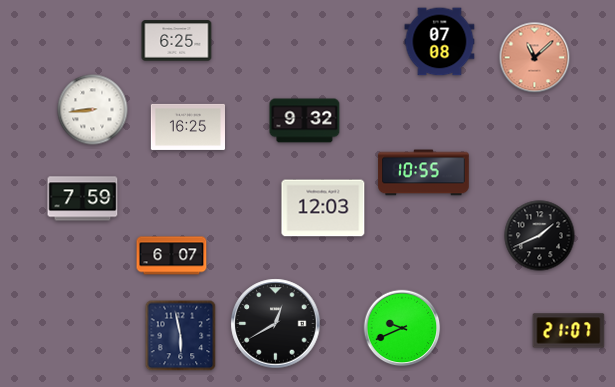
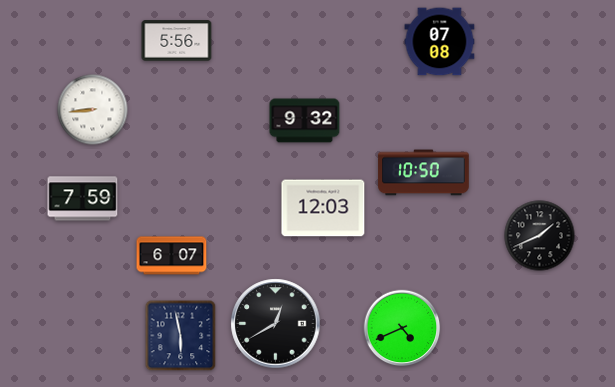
clock at (177, 41): 6:25 -> 5:56
clock at (535, 58): 11:08 -> none
clock at (187, 127): 16:25 -> none
clock at (424, 173): 10:55 -> 10:50
clock at (402, 328): 9:41 -> 4:41
clock at (569, 331): 21:07 -> none
